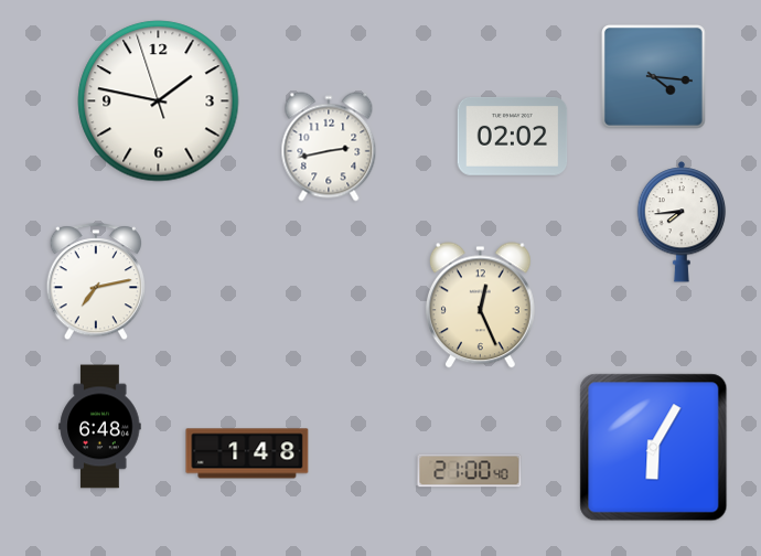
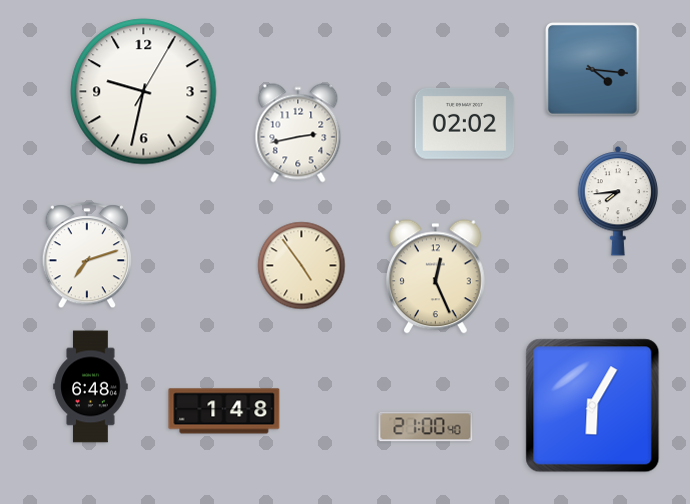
clock at (159, 101): 1:46 -> 9:32
clock at (95, 282): 7:13 -> 7:12
clock at (302, 266): none -> 4:54
